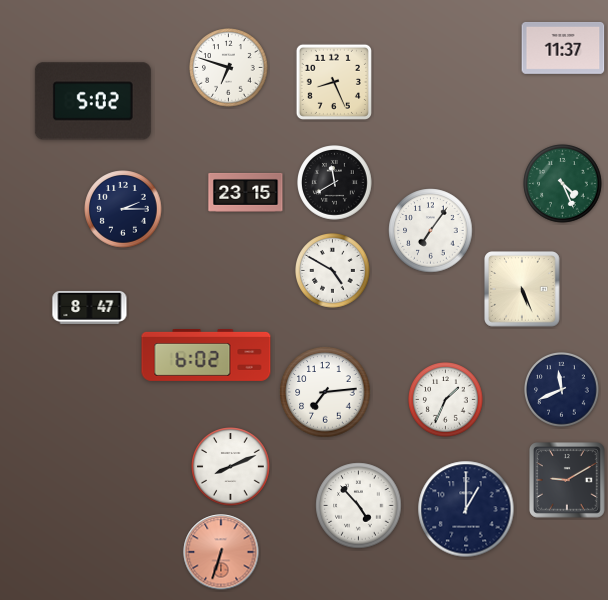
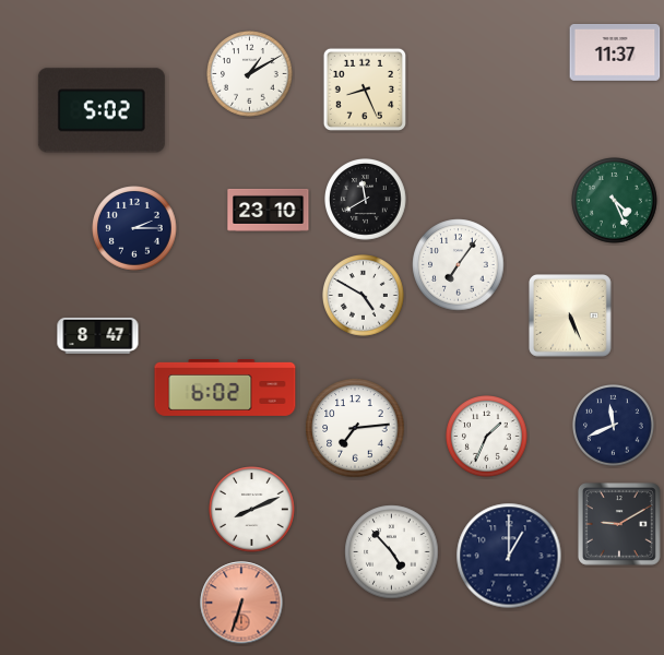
clock at (229, 68): 6:48 -> 1:10
clock at (246, 192): 23:15 -> 23:10
clock at (431, 231) position: (431, 231) -> (459, 265)
